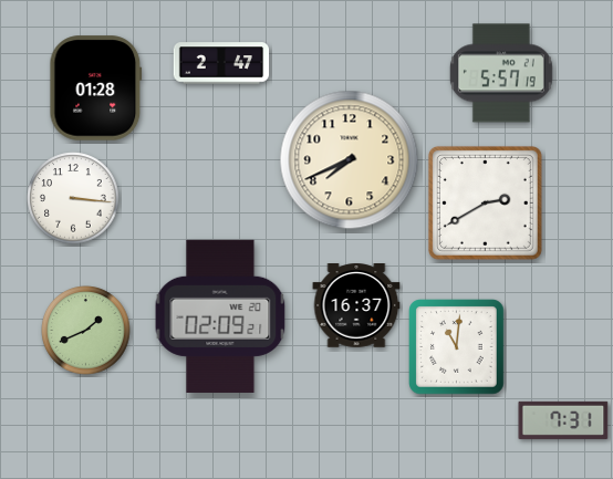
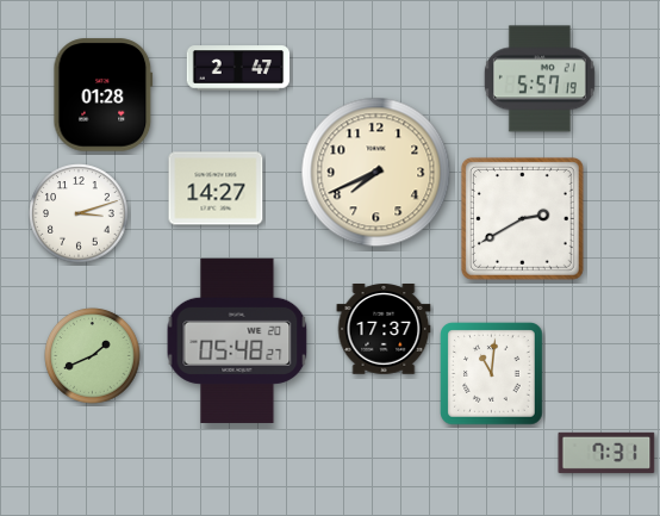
clock at (216, 188): none -> 14:27
clock at (73, 198): 3:16 -> 3:12
clock at (356, 306): 16:37 -> 17:37
clock at (220, 316): 02:09 -> 05:48
